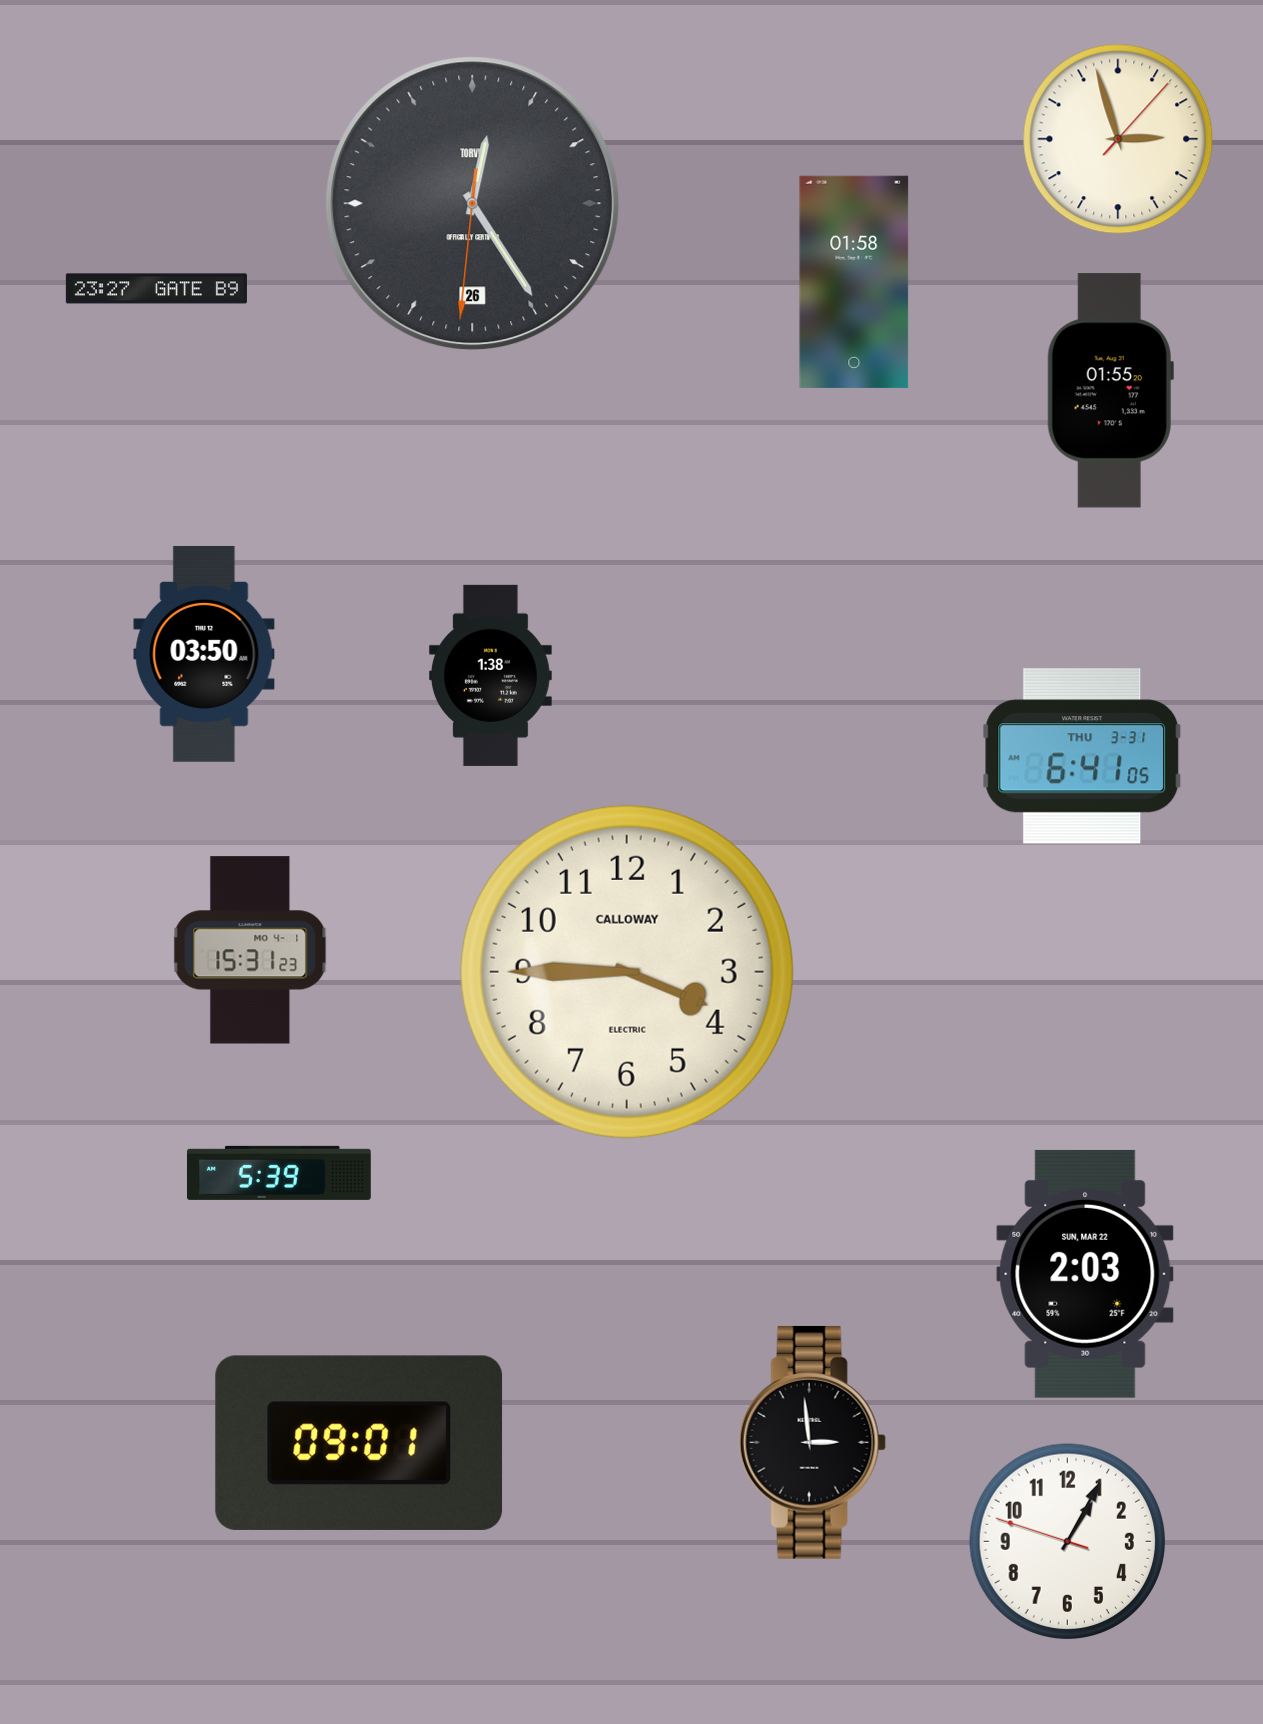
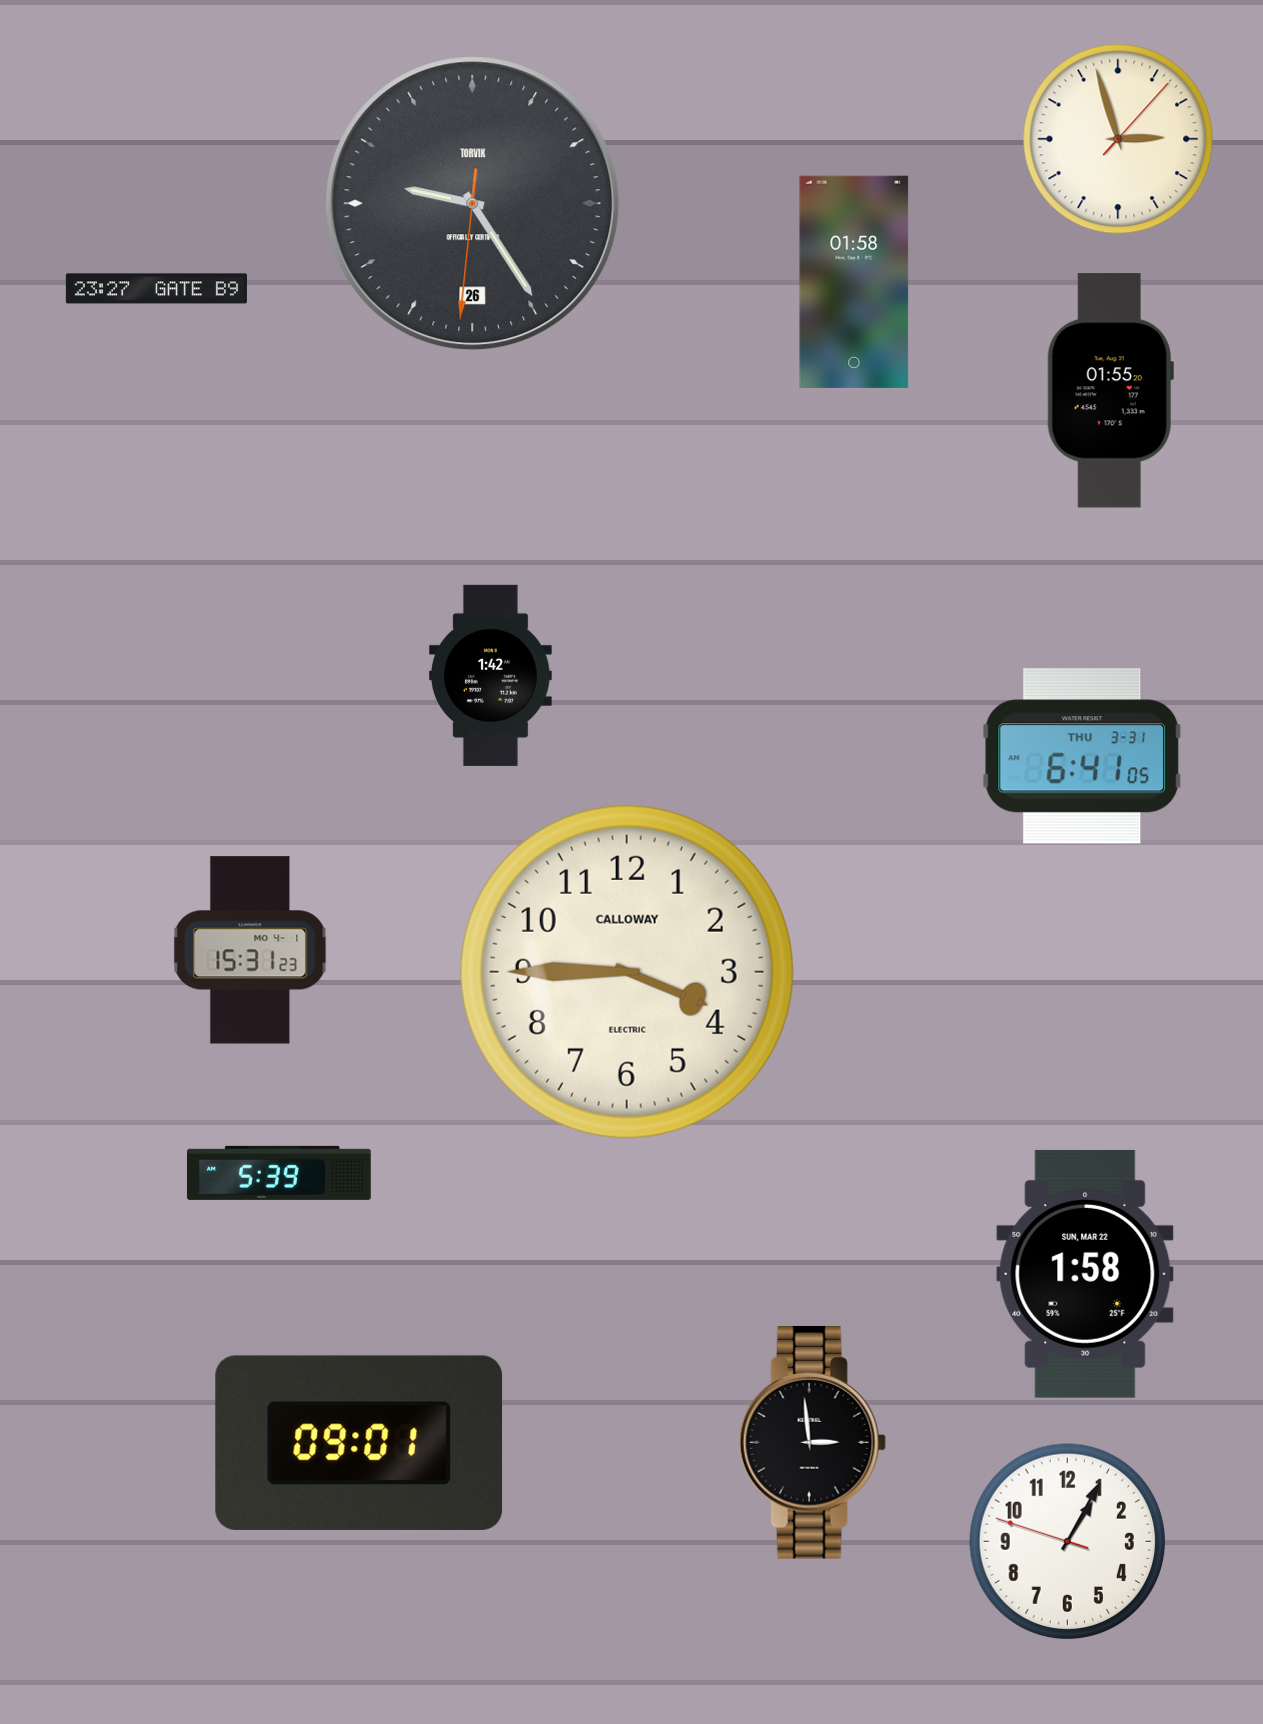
clock at (473, 204): 12:24 -> 9:24
clock at (204, 654): 03:50 -> none
clock at (490, 675): 1:38 -> 1:42
clock at (1085, 1274): 2:03 -> 1:58
